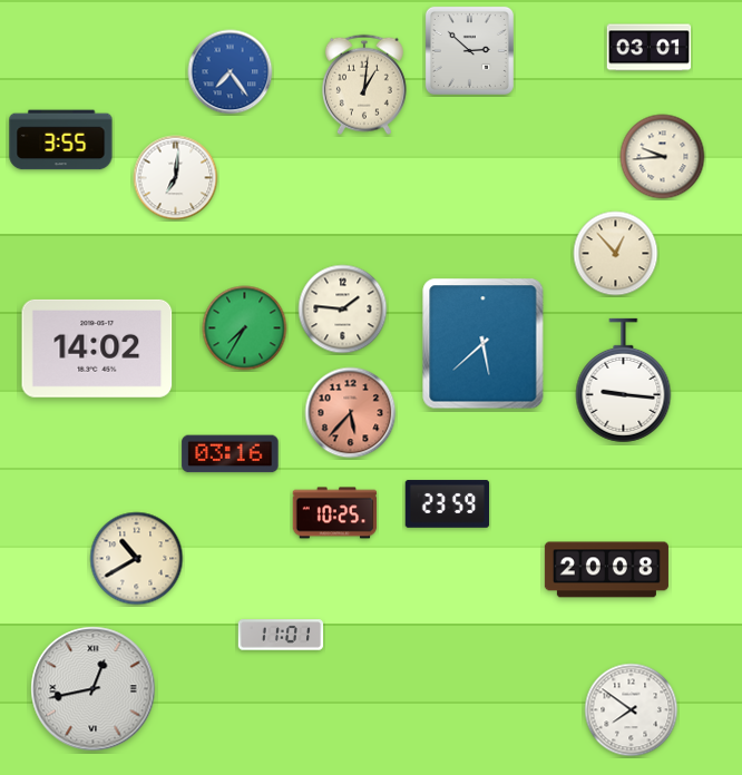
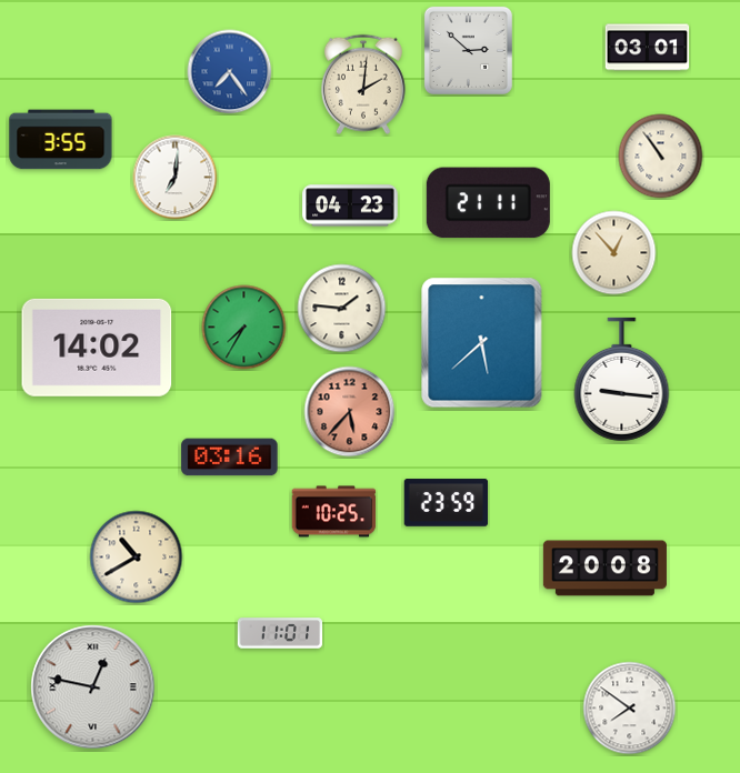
clock at (364, 85): 1:01 -> 2:01
clock at (663, 157): 9:44 -> 10:54
clock at (488, 203): none -> 21:11
clock at (350, 205): none -> 04:23
clock at (231, 454) position: (231, 454) -> (230, 458)
clock at (94, 689): 12:43 -> 12:47
